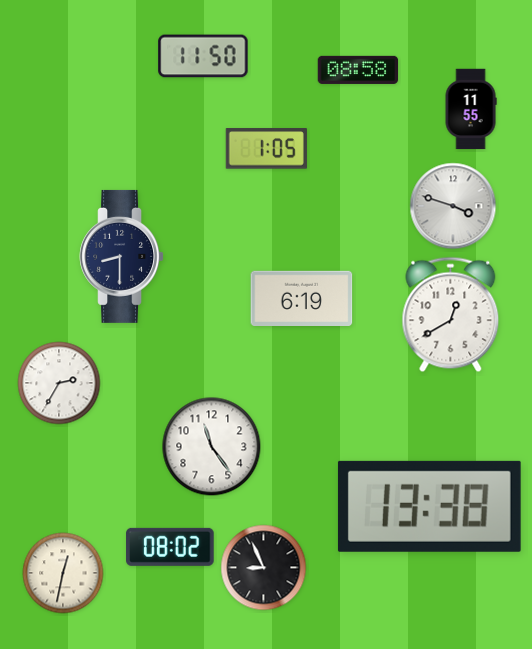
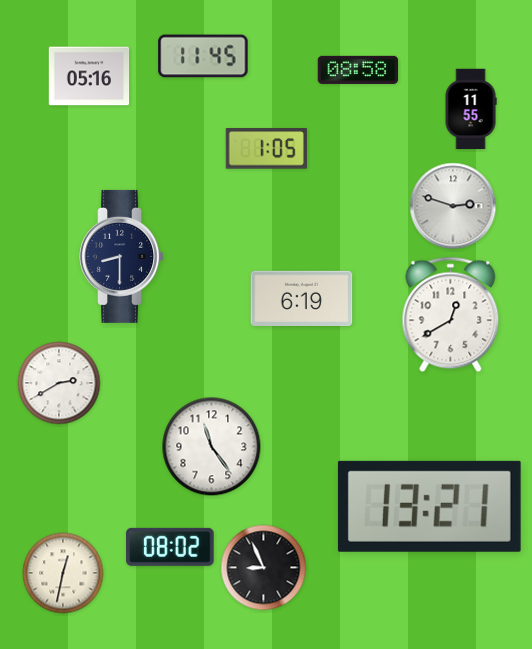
clock at (203, 56): 11:50 -> 11:45
clock at (89, 76): none -> 05:16
clock at (453, 206): 3:48 -> 2:48
clock at (59, 383): 2:35 -> 2:40
clock at (429, 506): 13:38 -> 13:21
